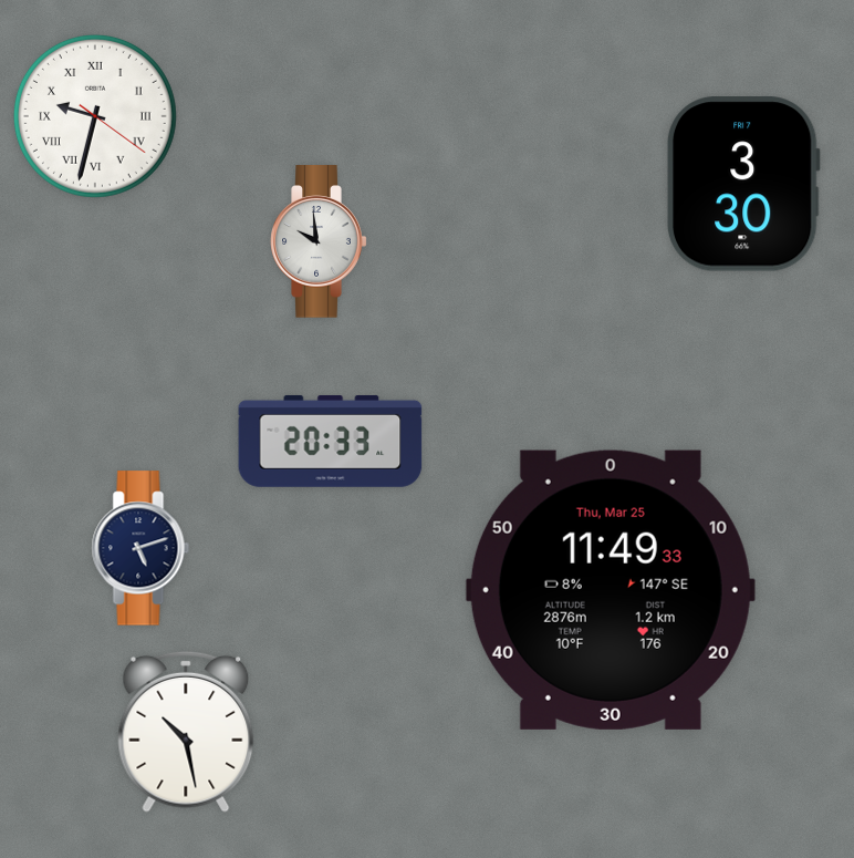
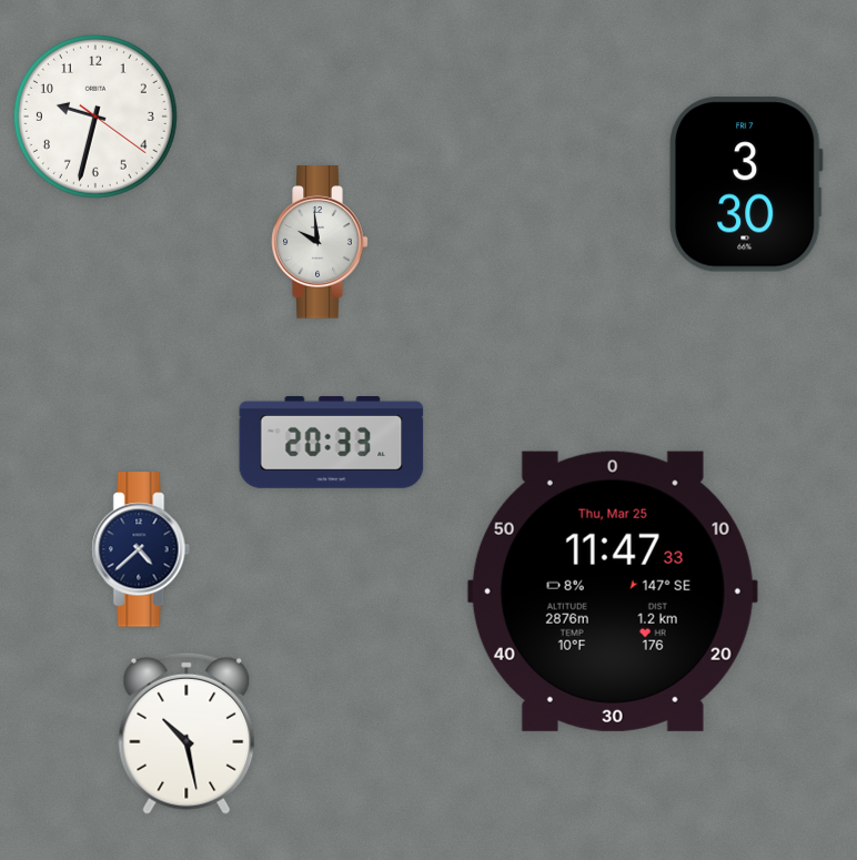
clock at (95, 116) numerals: Roman -> Arabic
clock at (140, 548): 5:12 -> 4:38
clock at (611, 590): 11:49 -> 11:47
